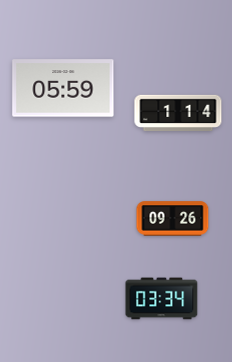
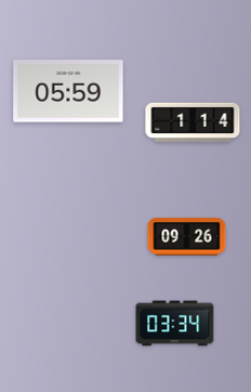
clock at (63, 88) position: (63, 88) -> (68, 91)
